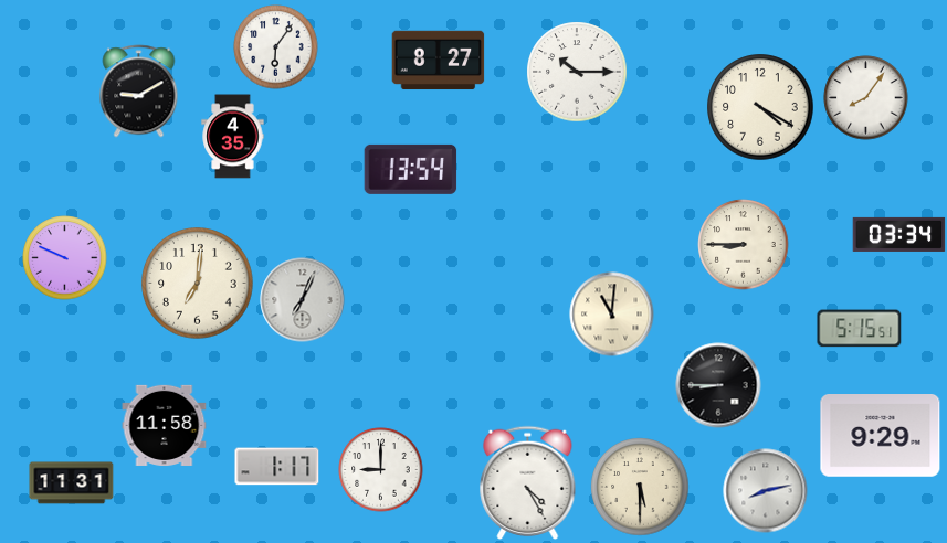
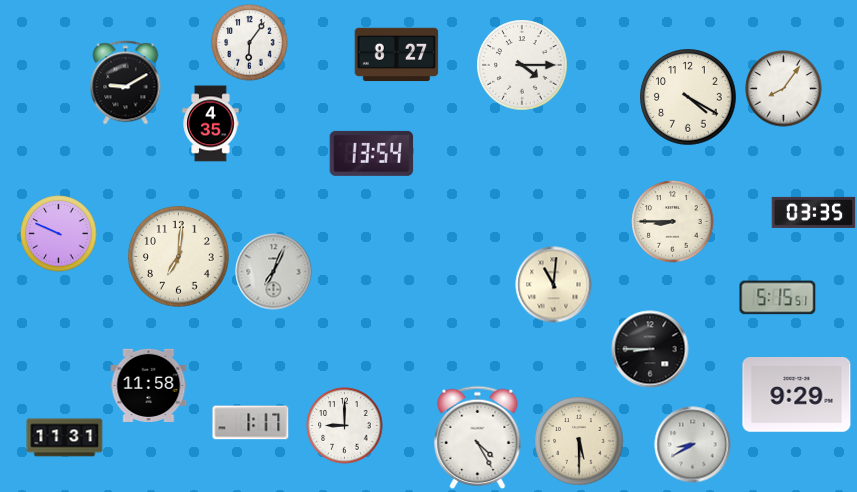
clock at (577, 72): 10:15 -> 4:15
clock at (899, 234): 03:34 -> 03:35
clock at (766, 491): 8:13 -> 8:40
